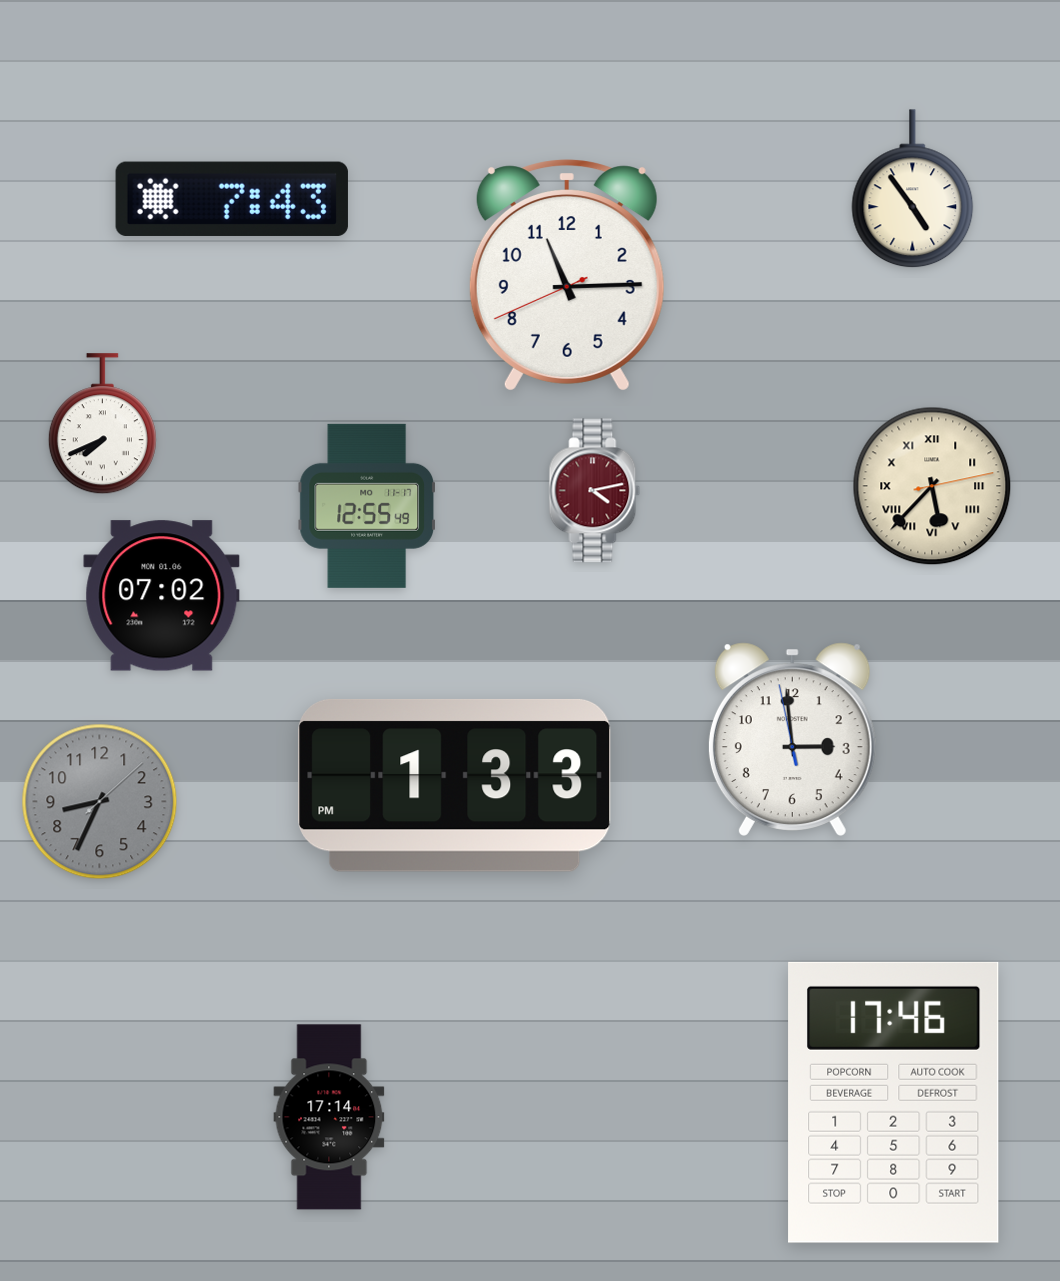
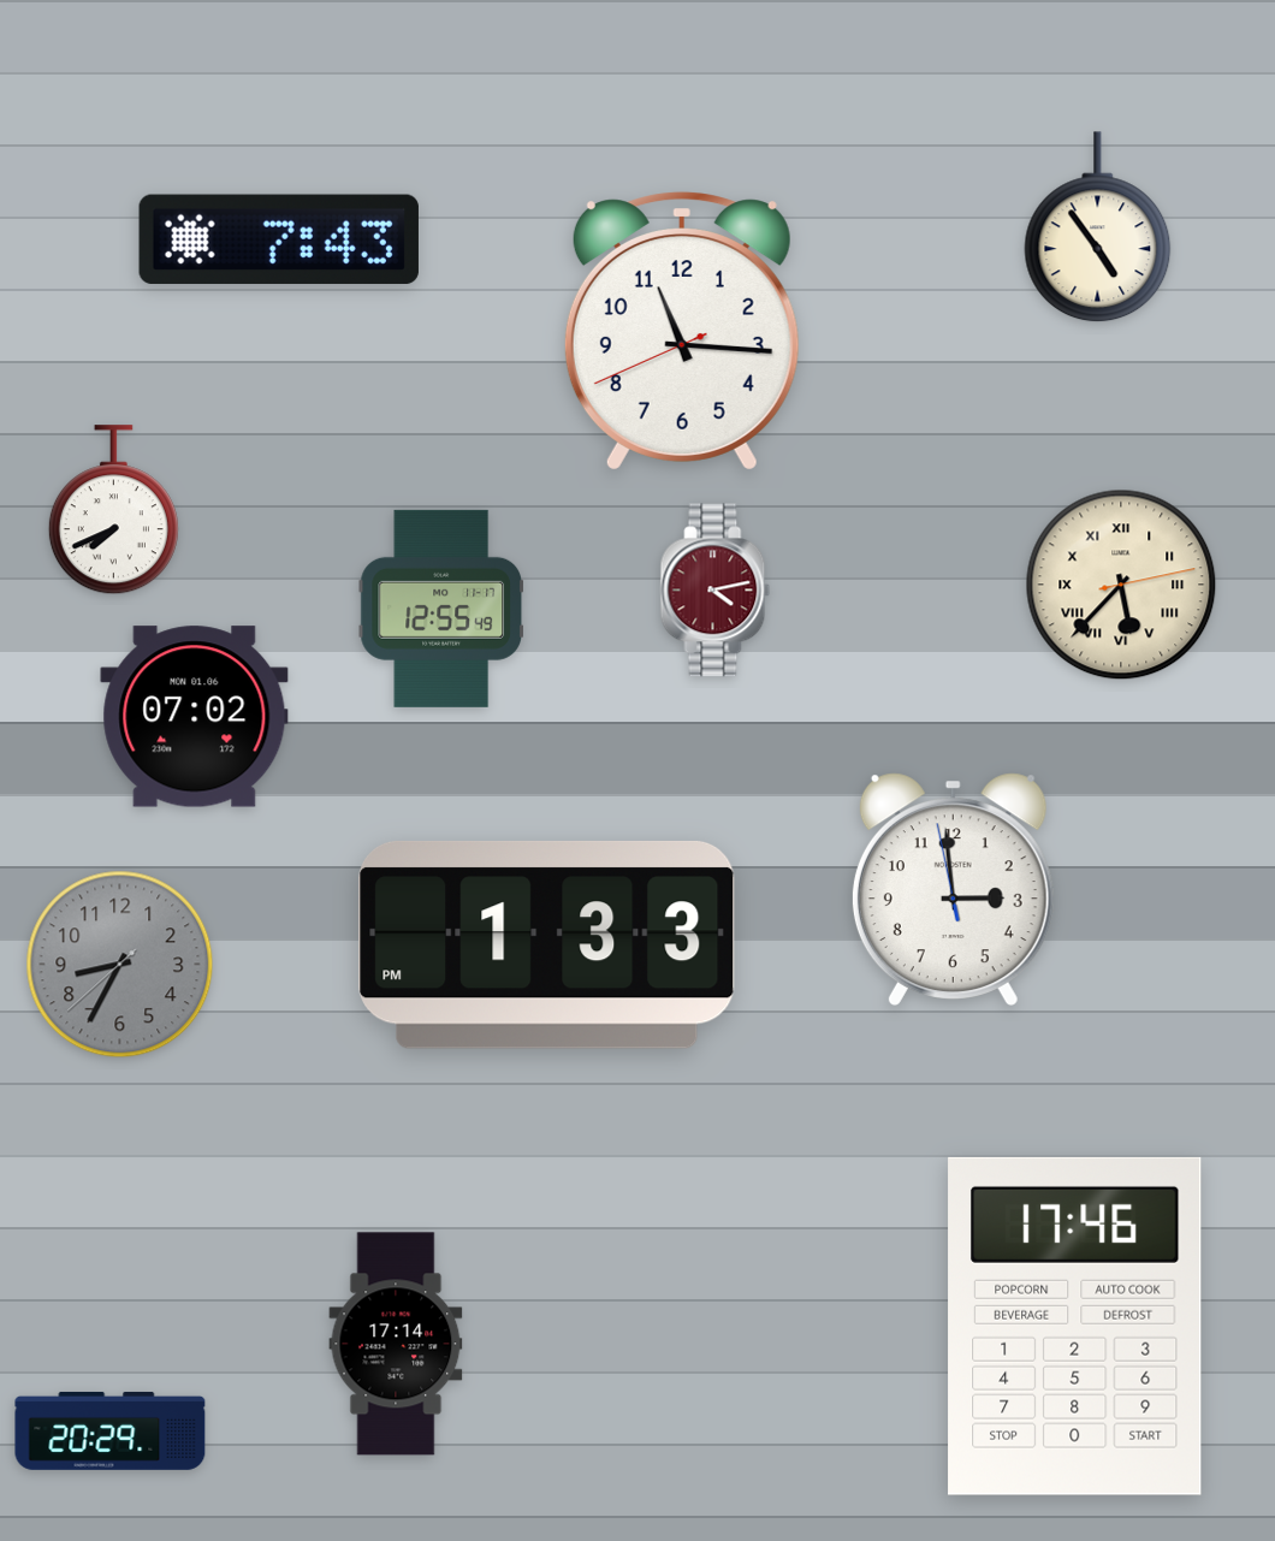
clock at (567, 275): 11:14 -> 11:15
clock at (102, 424) position: (102, 424) -> (113, 510)
clock at (100, 802): 8:34:08 -> 8:34:38
clock at (111, 1430): none -> 20:29
